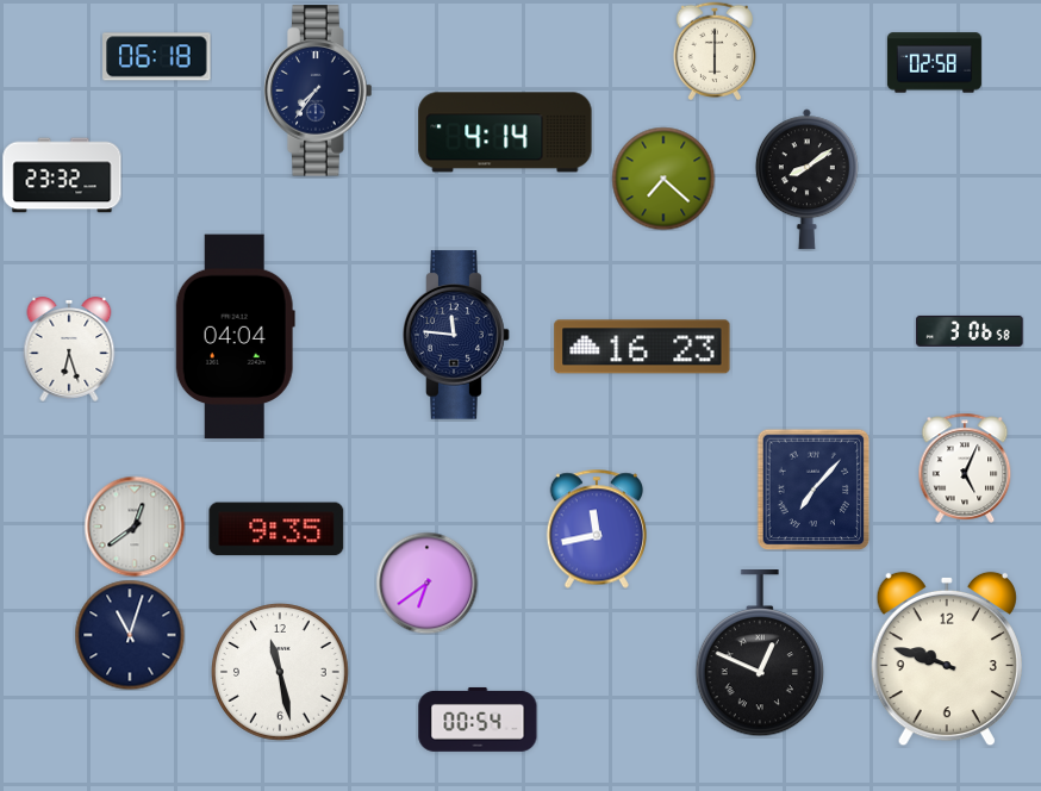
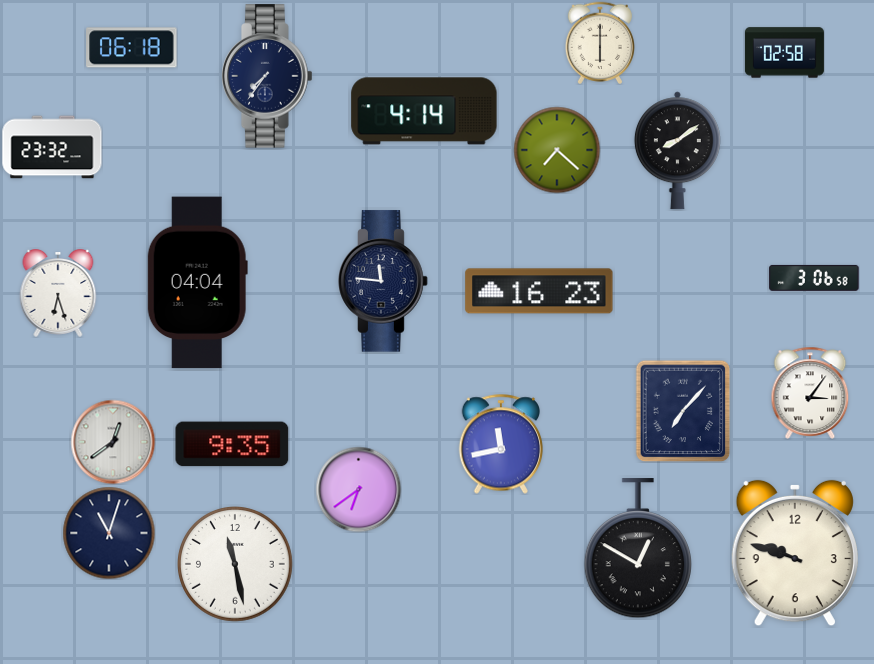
clock at (965, 468): 5:04 -> 3:06
clock at (759, 654): 12:49 -> 12:50
clock at (478, 720): 00:54 -> none
